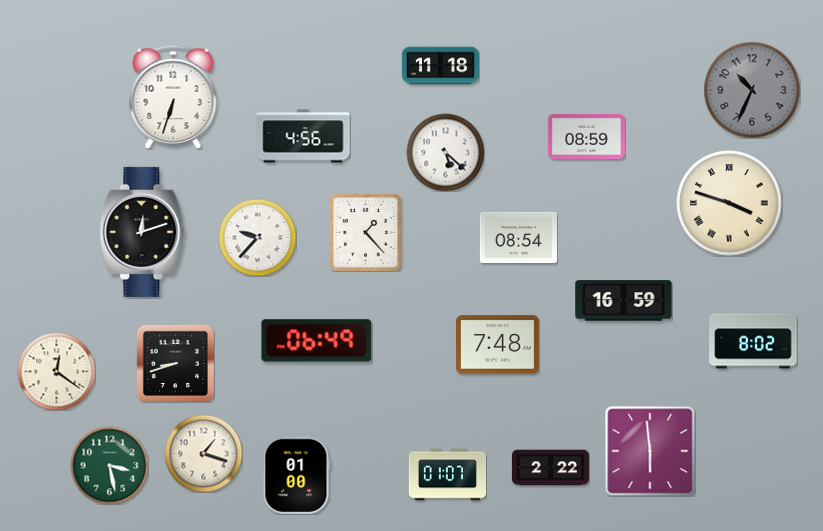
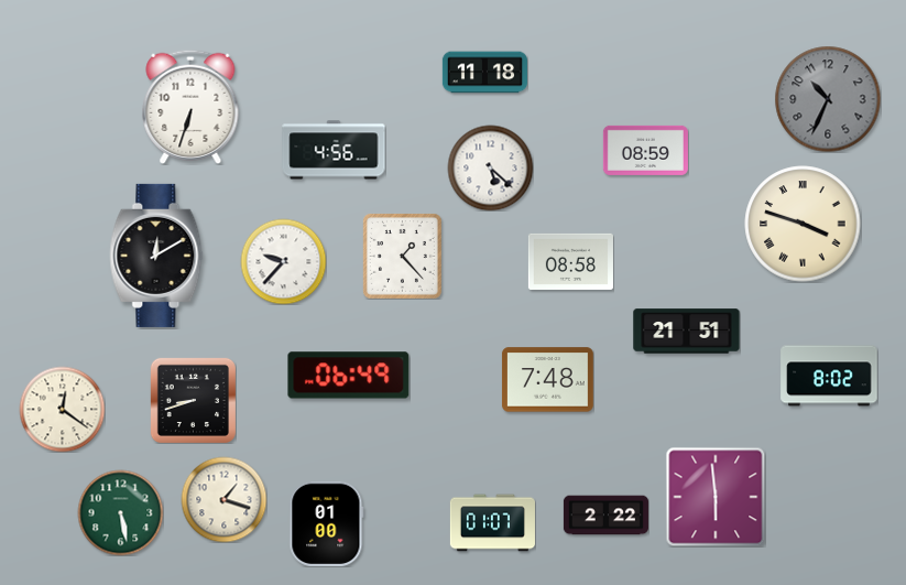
clock at (142, 232): 12:12 -> 12:10
clock at (518, 237): 08:54 -> 08:58
clock at (624, 301): 16:59 -> 21:51
clock at (109, 465): 3:28 -> 5:28
